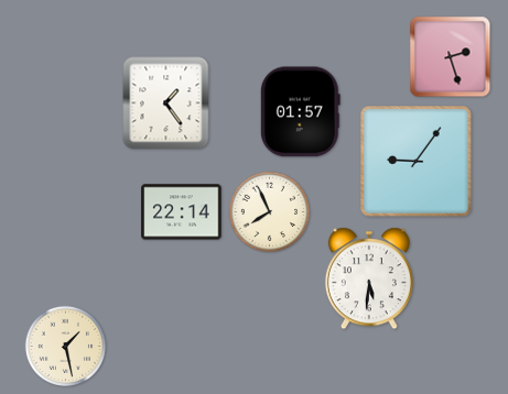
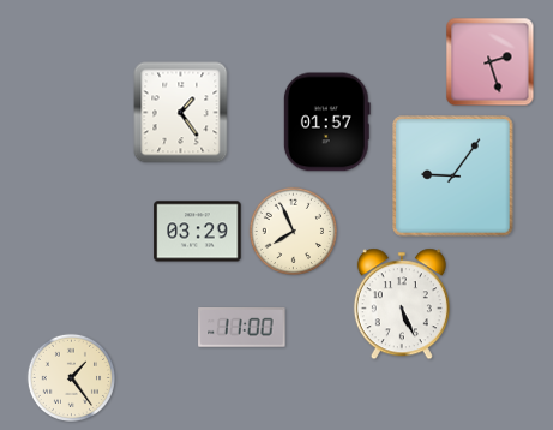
clock at (182, 212): 22:14 -> 03:29
clock at (369, 278): 5:31 -> 5:26
clock at (242, 328): none -> 11:00
clock at (65, 346): 1:28 -> 1:24
